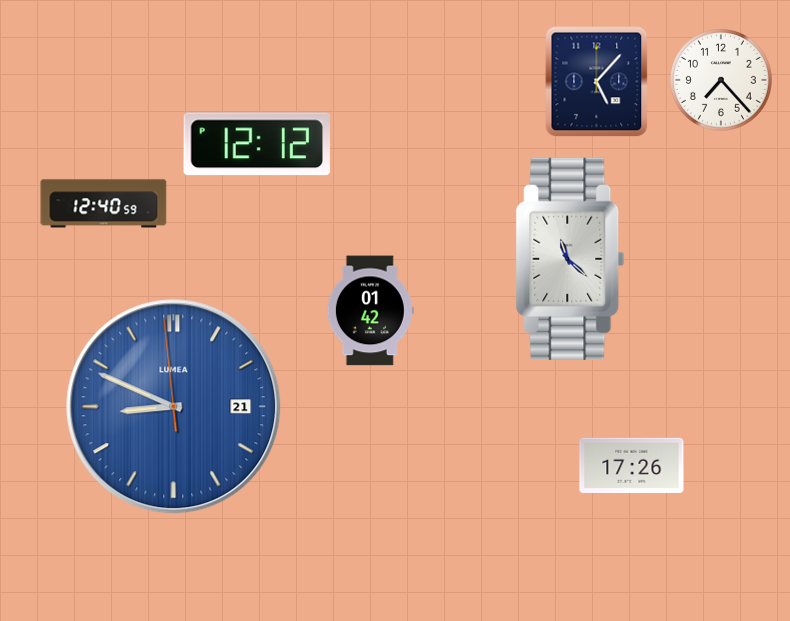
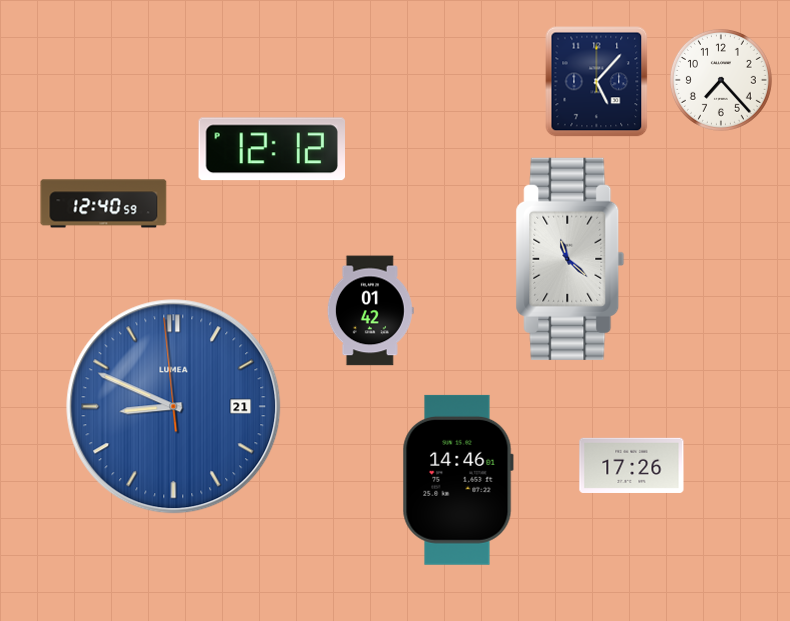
clock at (256, 144) position: (256, 144) -> (271, 149)
clock at (458, 480): none -> 14:46
